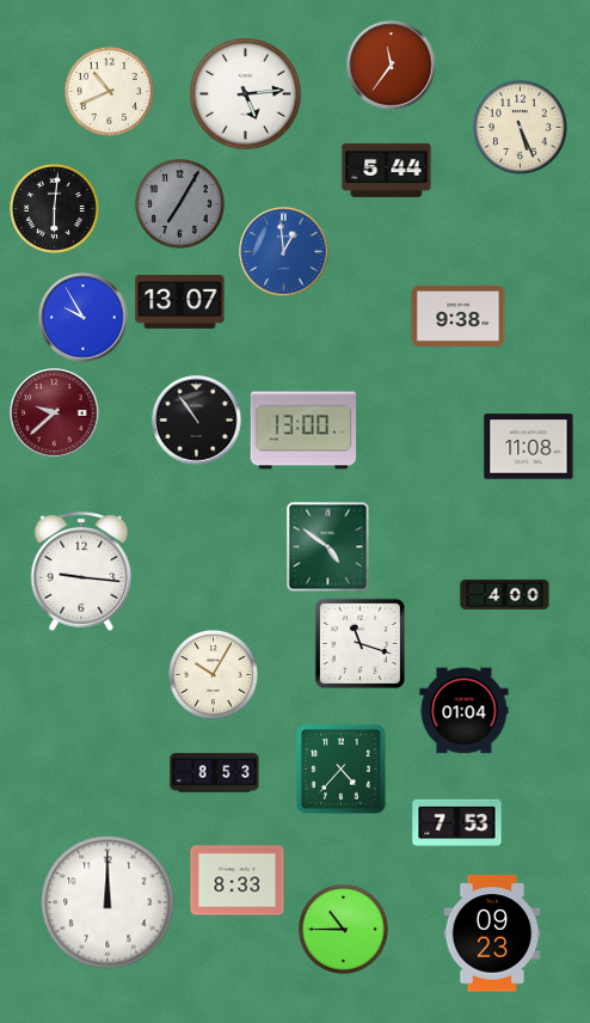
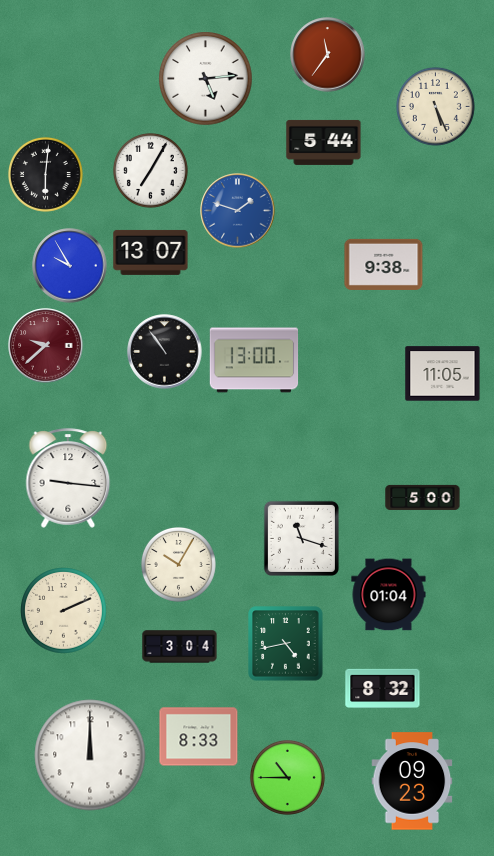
clock at (109, 91): 10:41 -> none
clock at (179, 203) dial: grey -> white
clock at (284, 252): 12:59 -> 1:48
clock at (529, 447): 11:08 -> 11:05
clock at (328, 547): 4:51 -> none
clock at (505, 594): 4:00 -> 5:00
clock at (64, 611): none -> 2:11
clock at (342, 770): 4:37 -> 4:43
clock at (215, 773): 8:53 -> 3:04
clock at (457, 822): 7:53 -> 8:32
